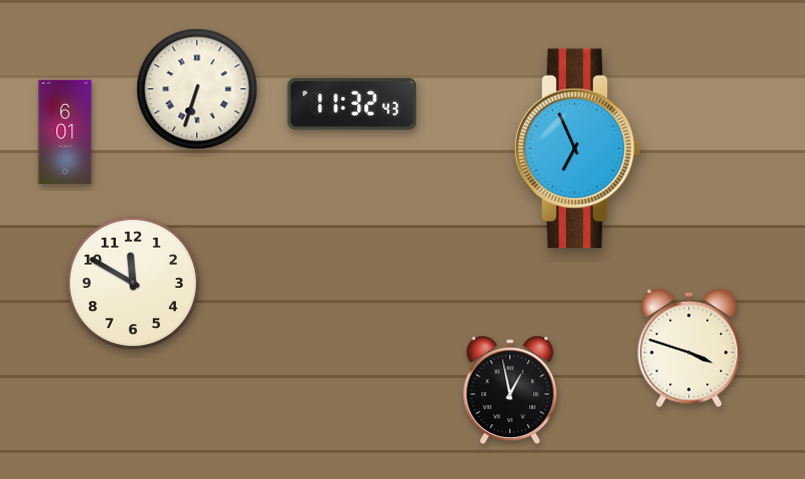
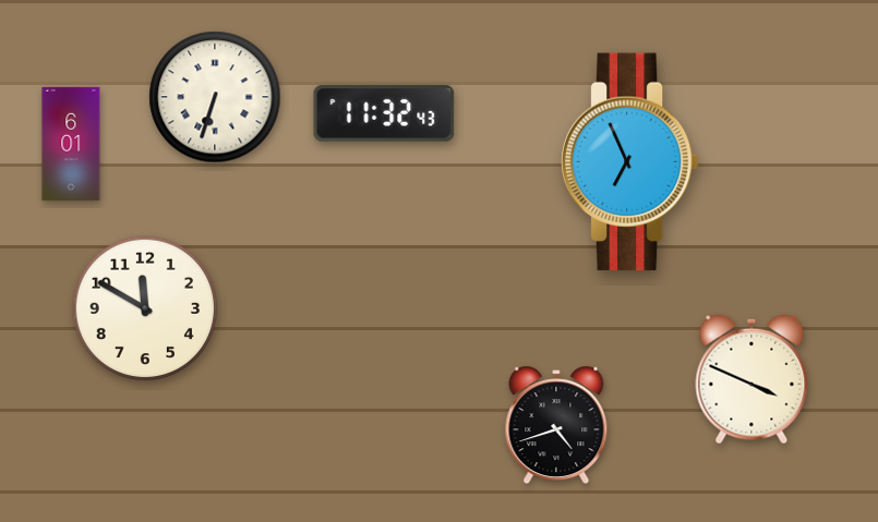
clock at (689, 348): 3:48 -> 3:49
clock at (510, 390): 12:58 -> 4:42
